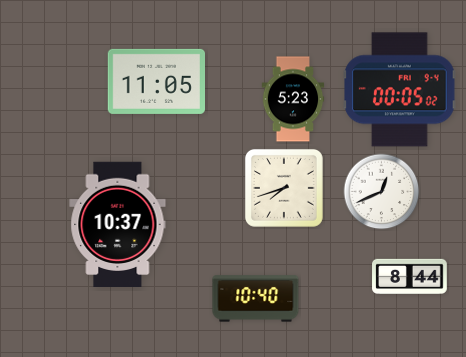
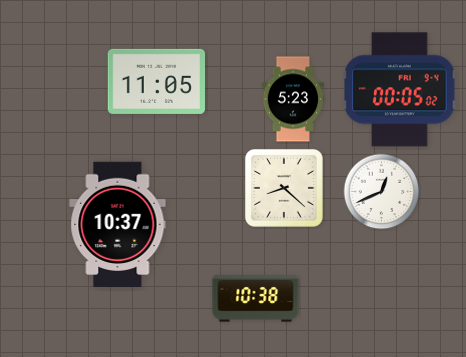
clock at (284, 188): 7:42 -> 8:22
clock at (410, 276): 8:44 -> none
clock at (256, 299): 10:40 -> 10:38
